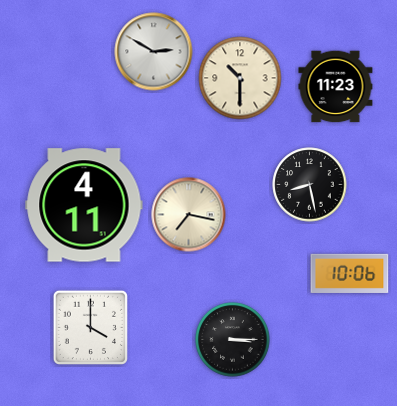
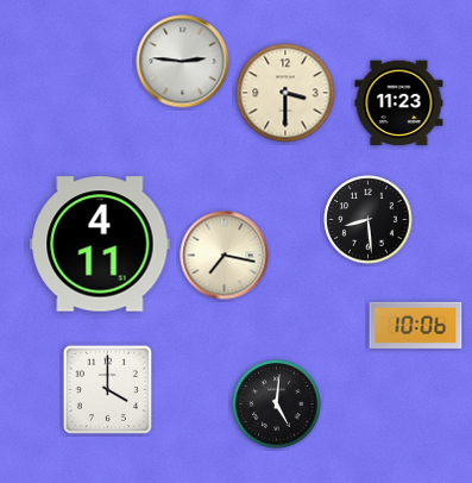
clock at (154, 52): 2:50 -> 2:46
clock at (240, 78): 10:30 -> 3:30
clock at (310, 185): 8:28 -> 8:29
clock at (233, 340): 3:15 -> 5:01
